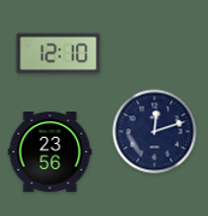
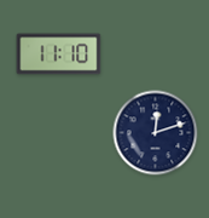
clock at (59, 54): 12:10 -> 11:10
clock at (50, 152): 23:56 -> none
